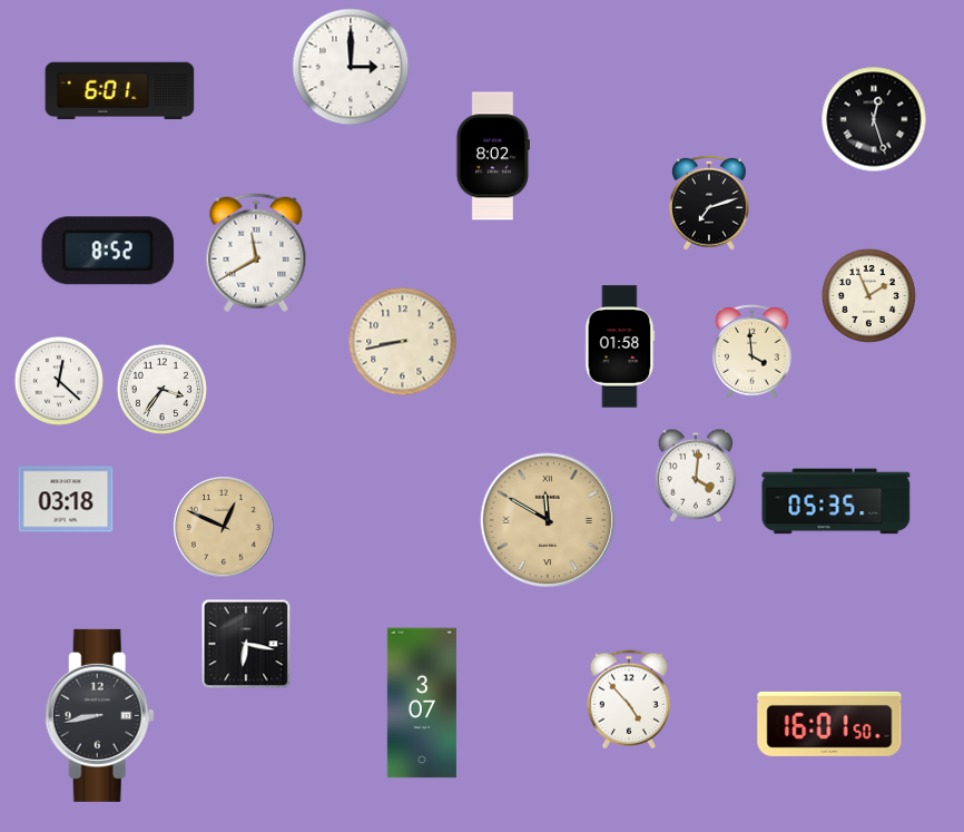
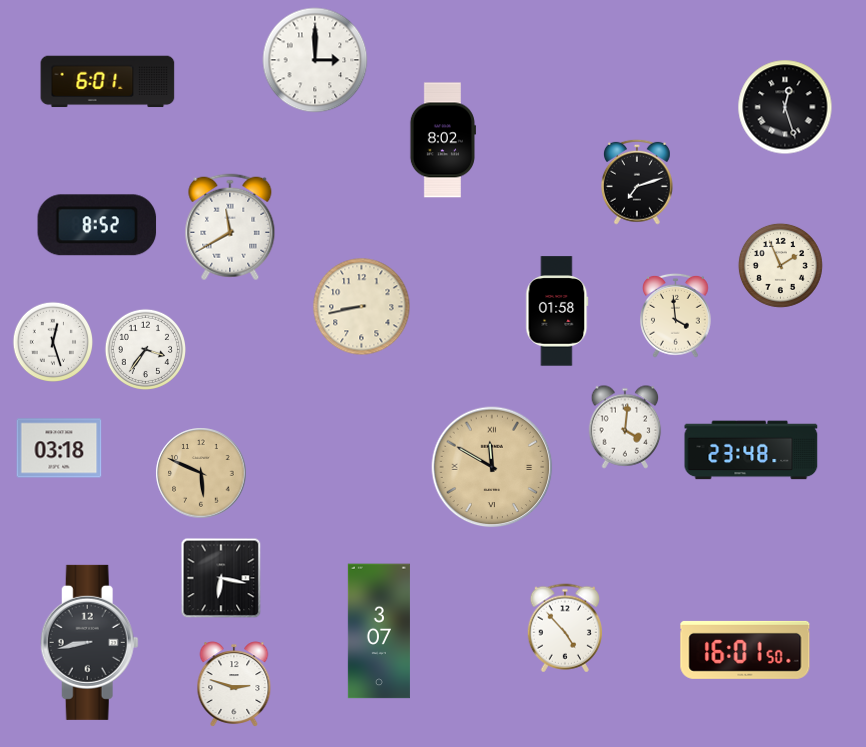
clock at (59, 381): 12:22 -> 12:27
clock at (836, 501): 05:35 -> 23:48
clock at (224, 527): 12:49 -> 5:49
clock at (234, 684): none -> 2:48
